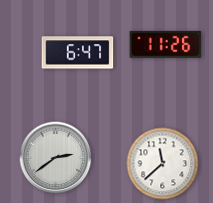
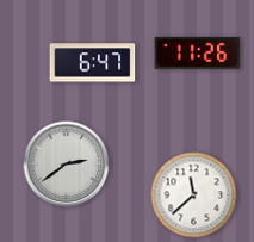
clock at (56, 158) position: (56, 158) -> (67, 165)
